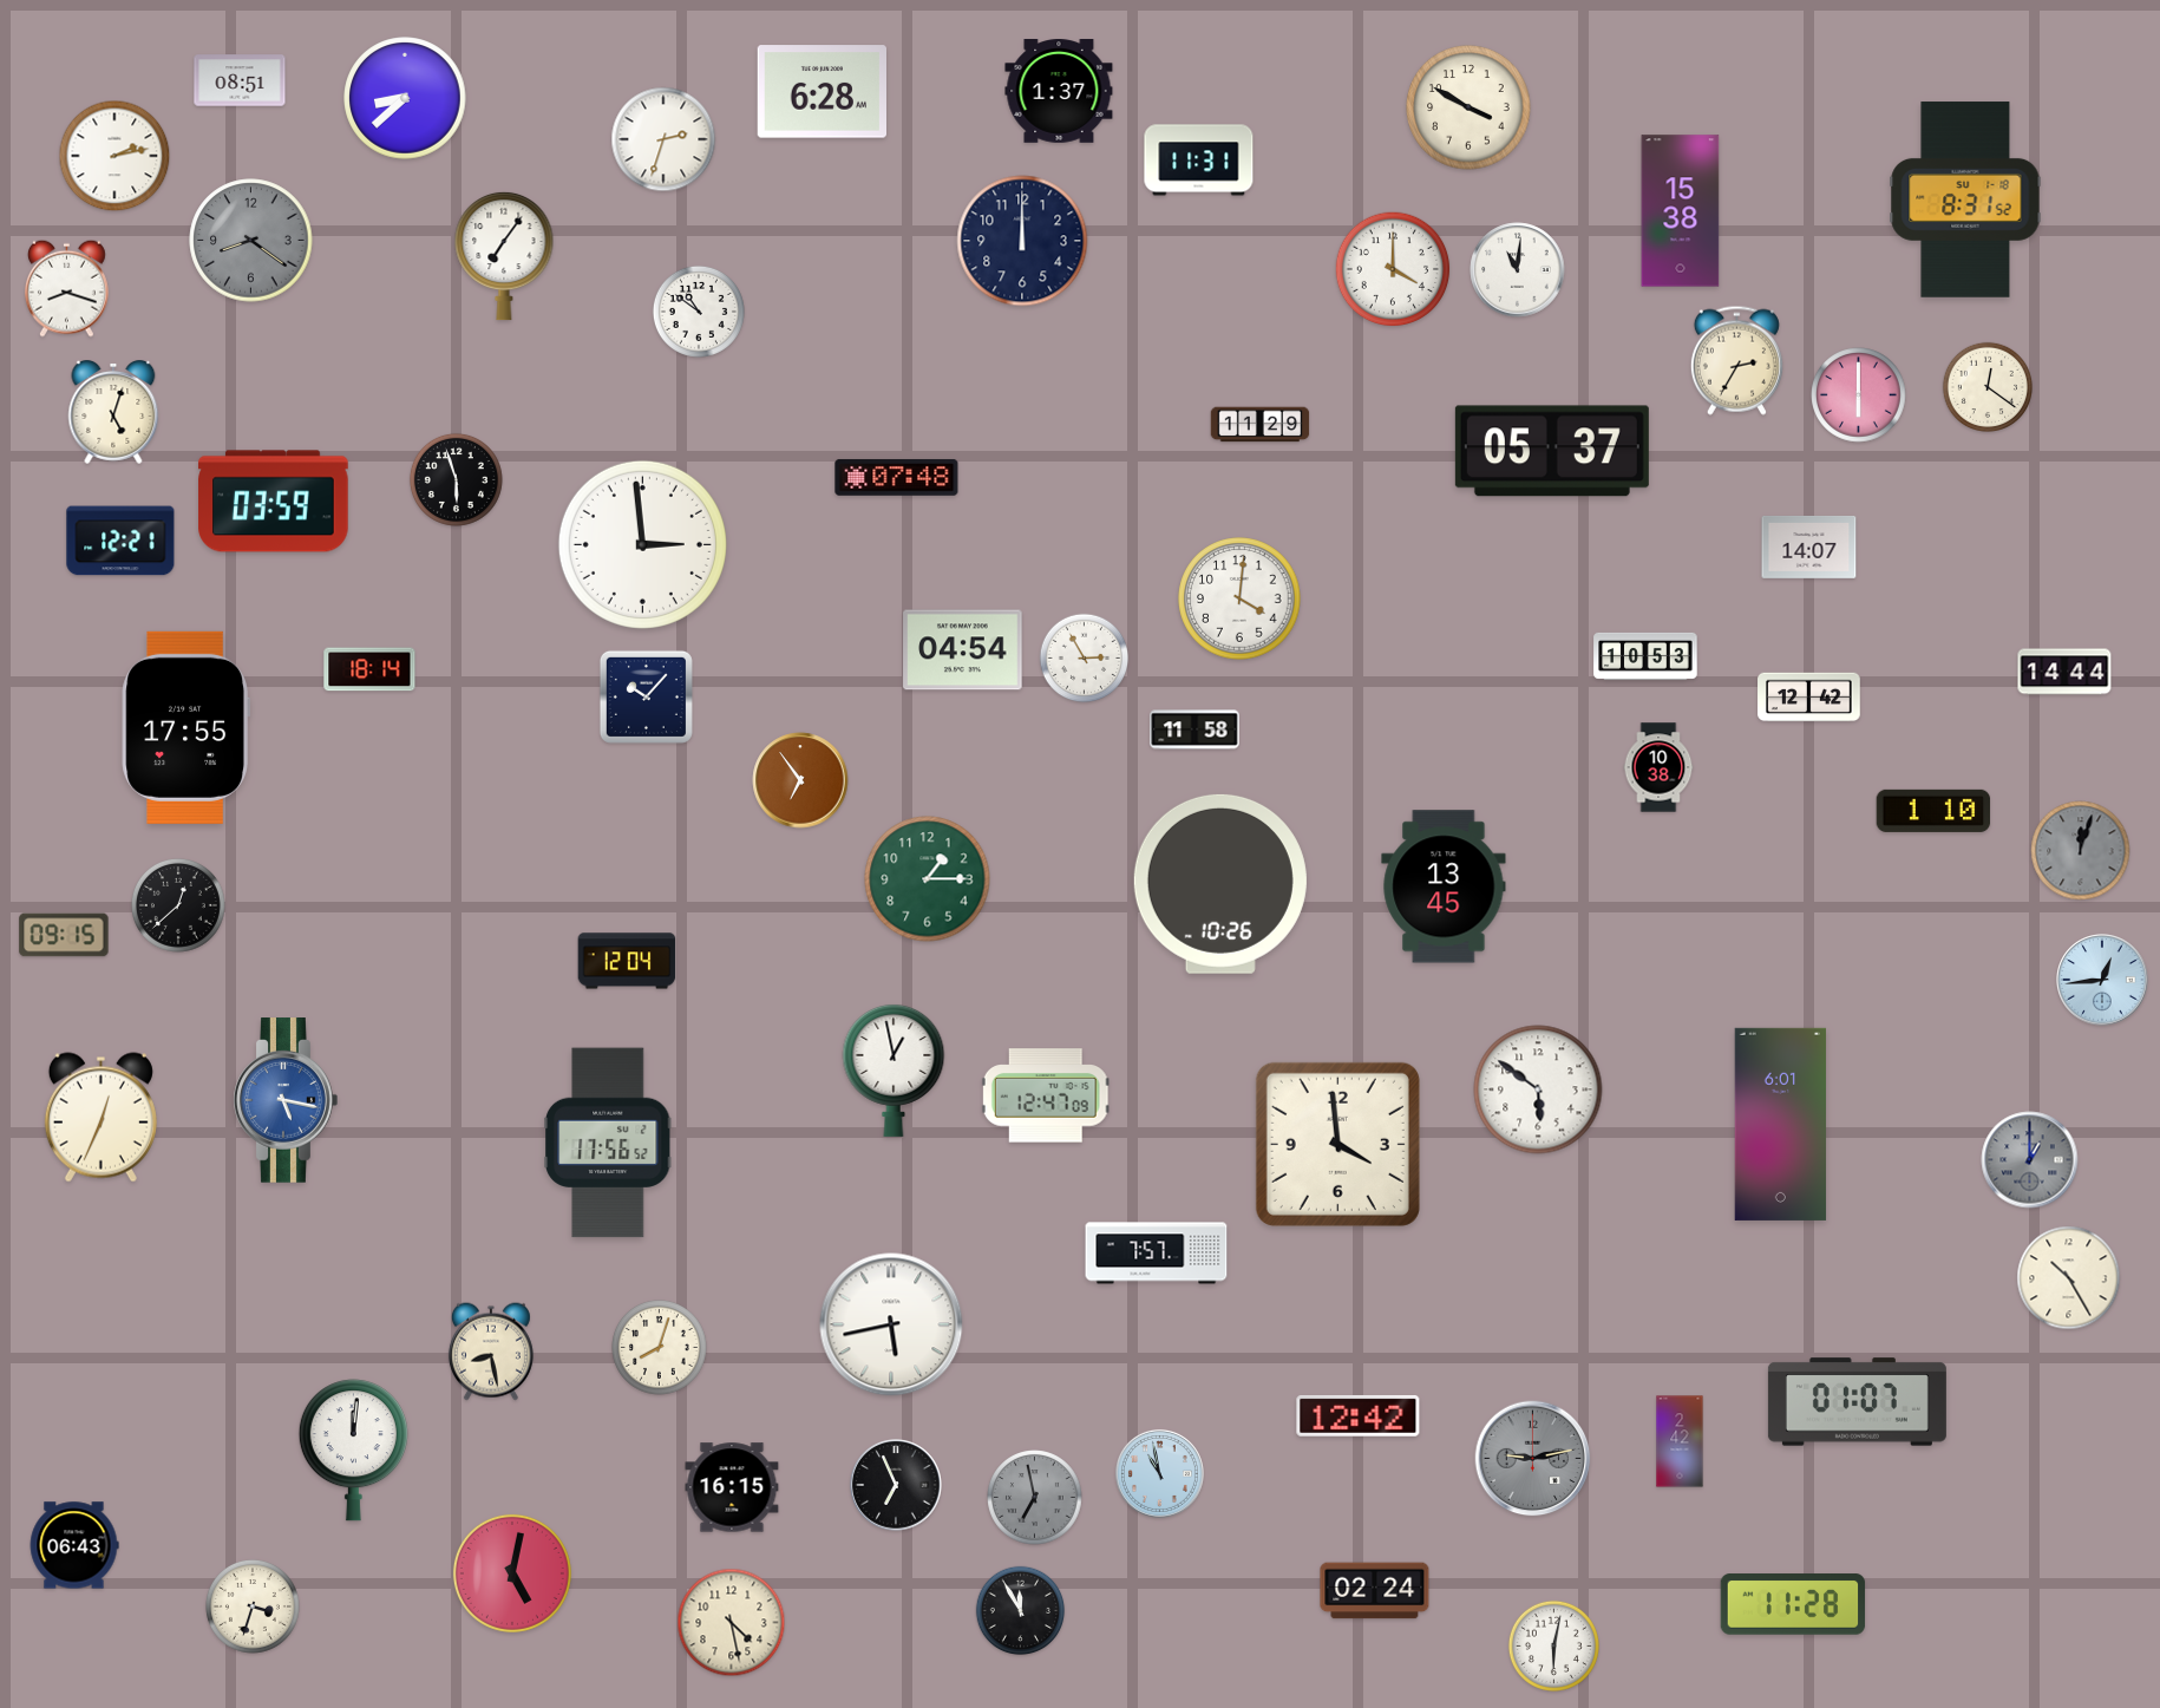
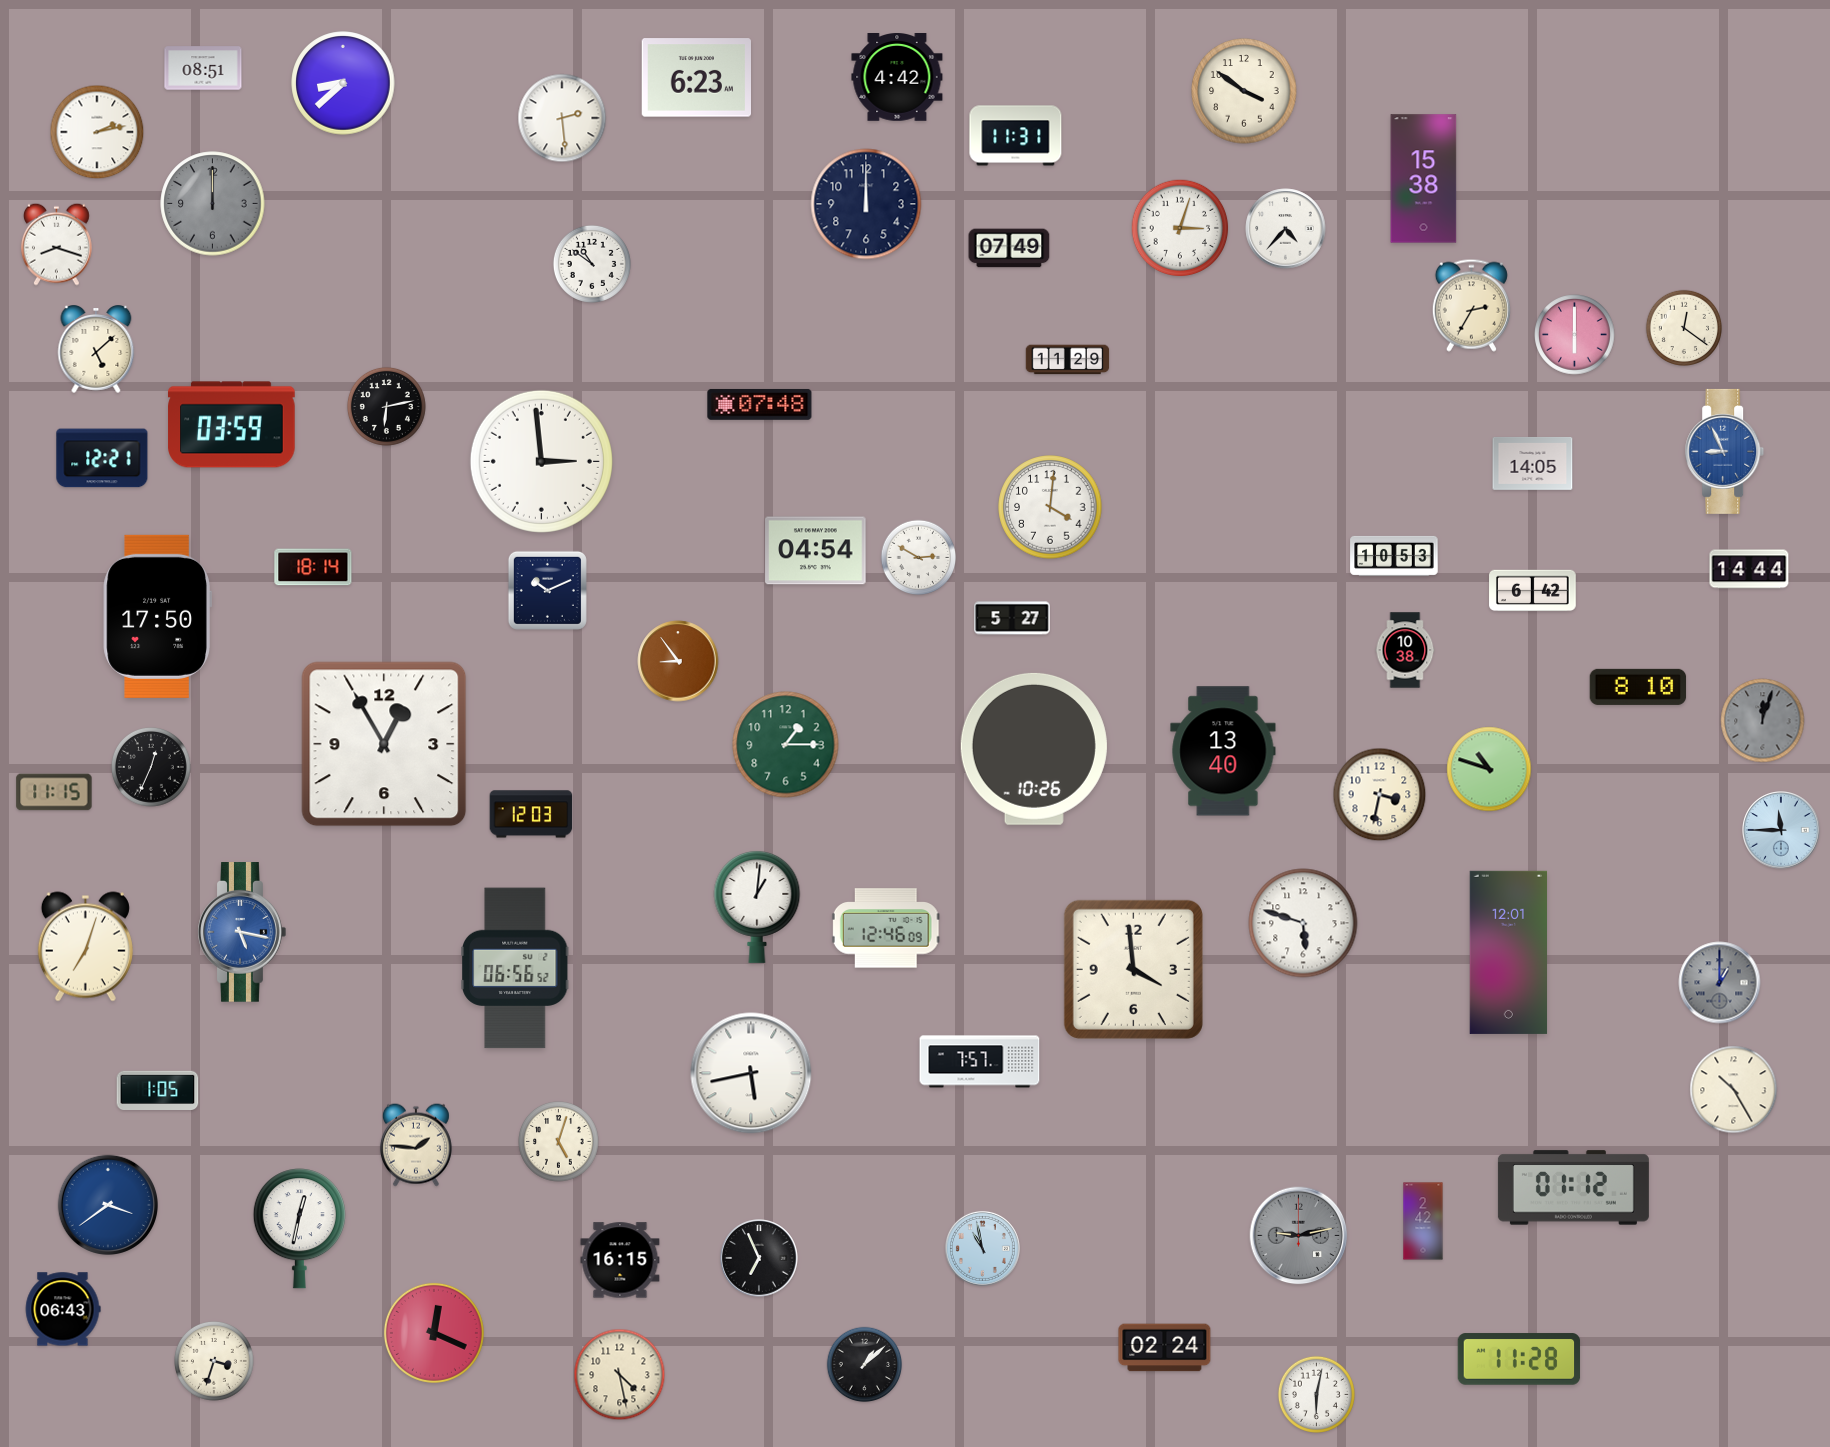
clock at (822, 92): 6:28 -> 6:23
clock at (1059, 92): 1:37 -> 4:42
clock at (1468, 107): 3:50 -> 3:51
clock at (663, 139): 2:33 -> 2:29
clock at (1965, 199): 8:31 -> none
clock at (251, 241): 8:21 -> 12:00
clock at (504, 256): 7:06 -> none
clock at (1393, 269): 4:00 -> 3:03
clock at (1518, 270): 11:01 -> 4:37
clock at (1009, 248): none -> 07:49
clock at (113, 413): 5:03 -> 5:08
clock at (1552, 451): 05:37 -> none
clock at (456, 479): 5:57 -> 6:13
clock at (1725, 451): none -> 8:56
clock at (642, 544) position: (642, 544) -> (541, 461)
clock at (1809, 547): 14:07 -> 14:05
clock at (1085, 659): 2:55 -> 2:50
clock at (646, 696): 10:07 -> 10:11
clock at (1809, 698): 12:42 -> 6:42
clock at (185, 727): 17:55 -> 17:50
clock at (1194, 729): 11:58 -> 5:27
clock at (800, 780): 6:54 -> 8:54
clock at (1933, 811): 1:10 -> 8:10
clock at (384, 744): none -> 12:55
clock at (1444, 886): 13:45 -> 13:40
clock at (179, 907): 12:38 -> 12:34
clock at (1489, 769): none -> 10:48
clock at (64, 935): 09:15 -> 11:15
clock at (1380, 795): none -> 3:32
clock at (627, 961): 12:04 -> 12:03
clock at (2102, 980): 12:44 -> 11:45
clock at (894, 1069): 12:58 -> 1:01
clock at (1538, 1089): 5:51 -> 5:48
clock at (1046, 1095): 12:47 -> 12:46
clock at (100, 1118): 12:34 -> 7:03
clock at (1781, 1124): 6:01 -> 12:01
clock at (609, 1143): 17:56 -> 06:56
clock at (2069, 1278) position: (2069, 1278) -> (1734, 1090)
clock at (158, 1091): none -> 1:05
clock at (891, 1324) position: (891, 1324) -> (751, 1073)
clock at (660, 1348): 8:03 -> 5:03
clock at (491, 1352): 8:28 -> 1:46
clock at (1857, 1402): 01:07 -> 01:12
clock at (1359, 1416): 12:42 -> none
clock at (107, 1204): none -> 3:39
clock at (353, 1451): 12:01 -> 12:32
clock at (1035, 1498): 6:58 -> none
clock at (512, 1573): 5:02 -> 12:19
clock at (1021, 1611): 11:55 -> 1:08
